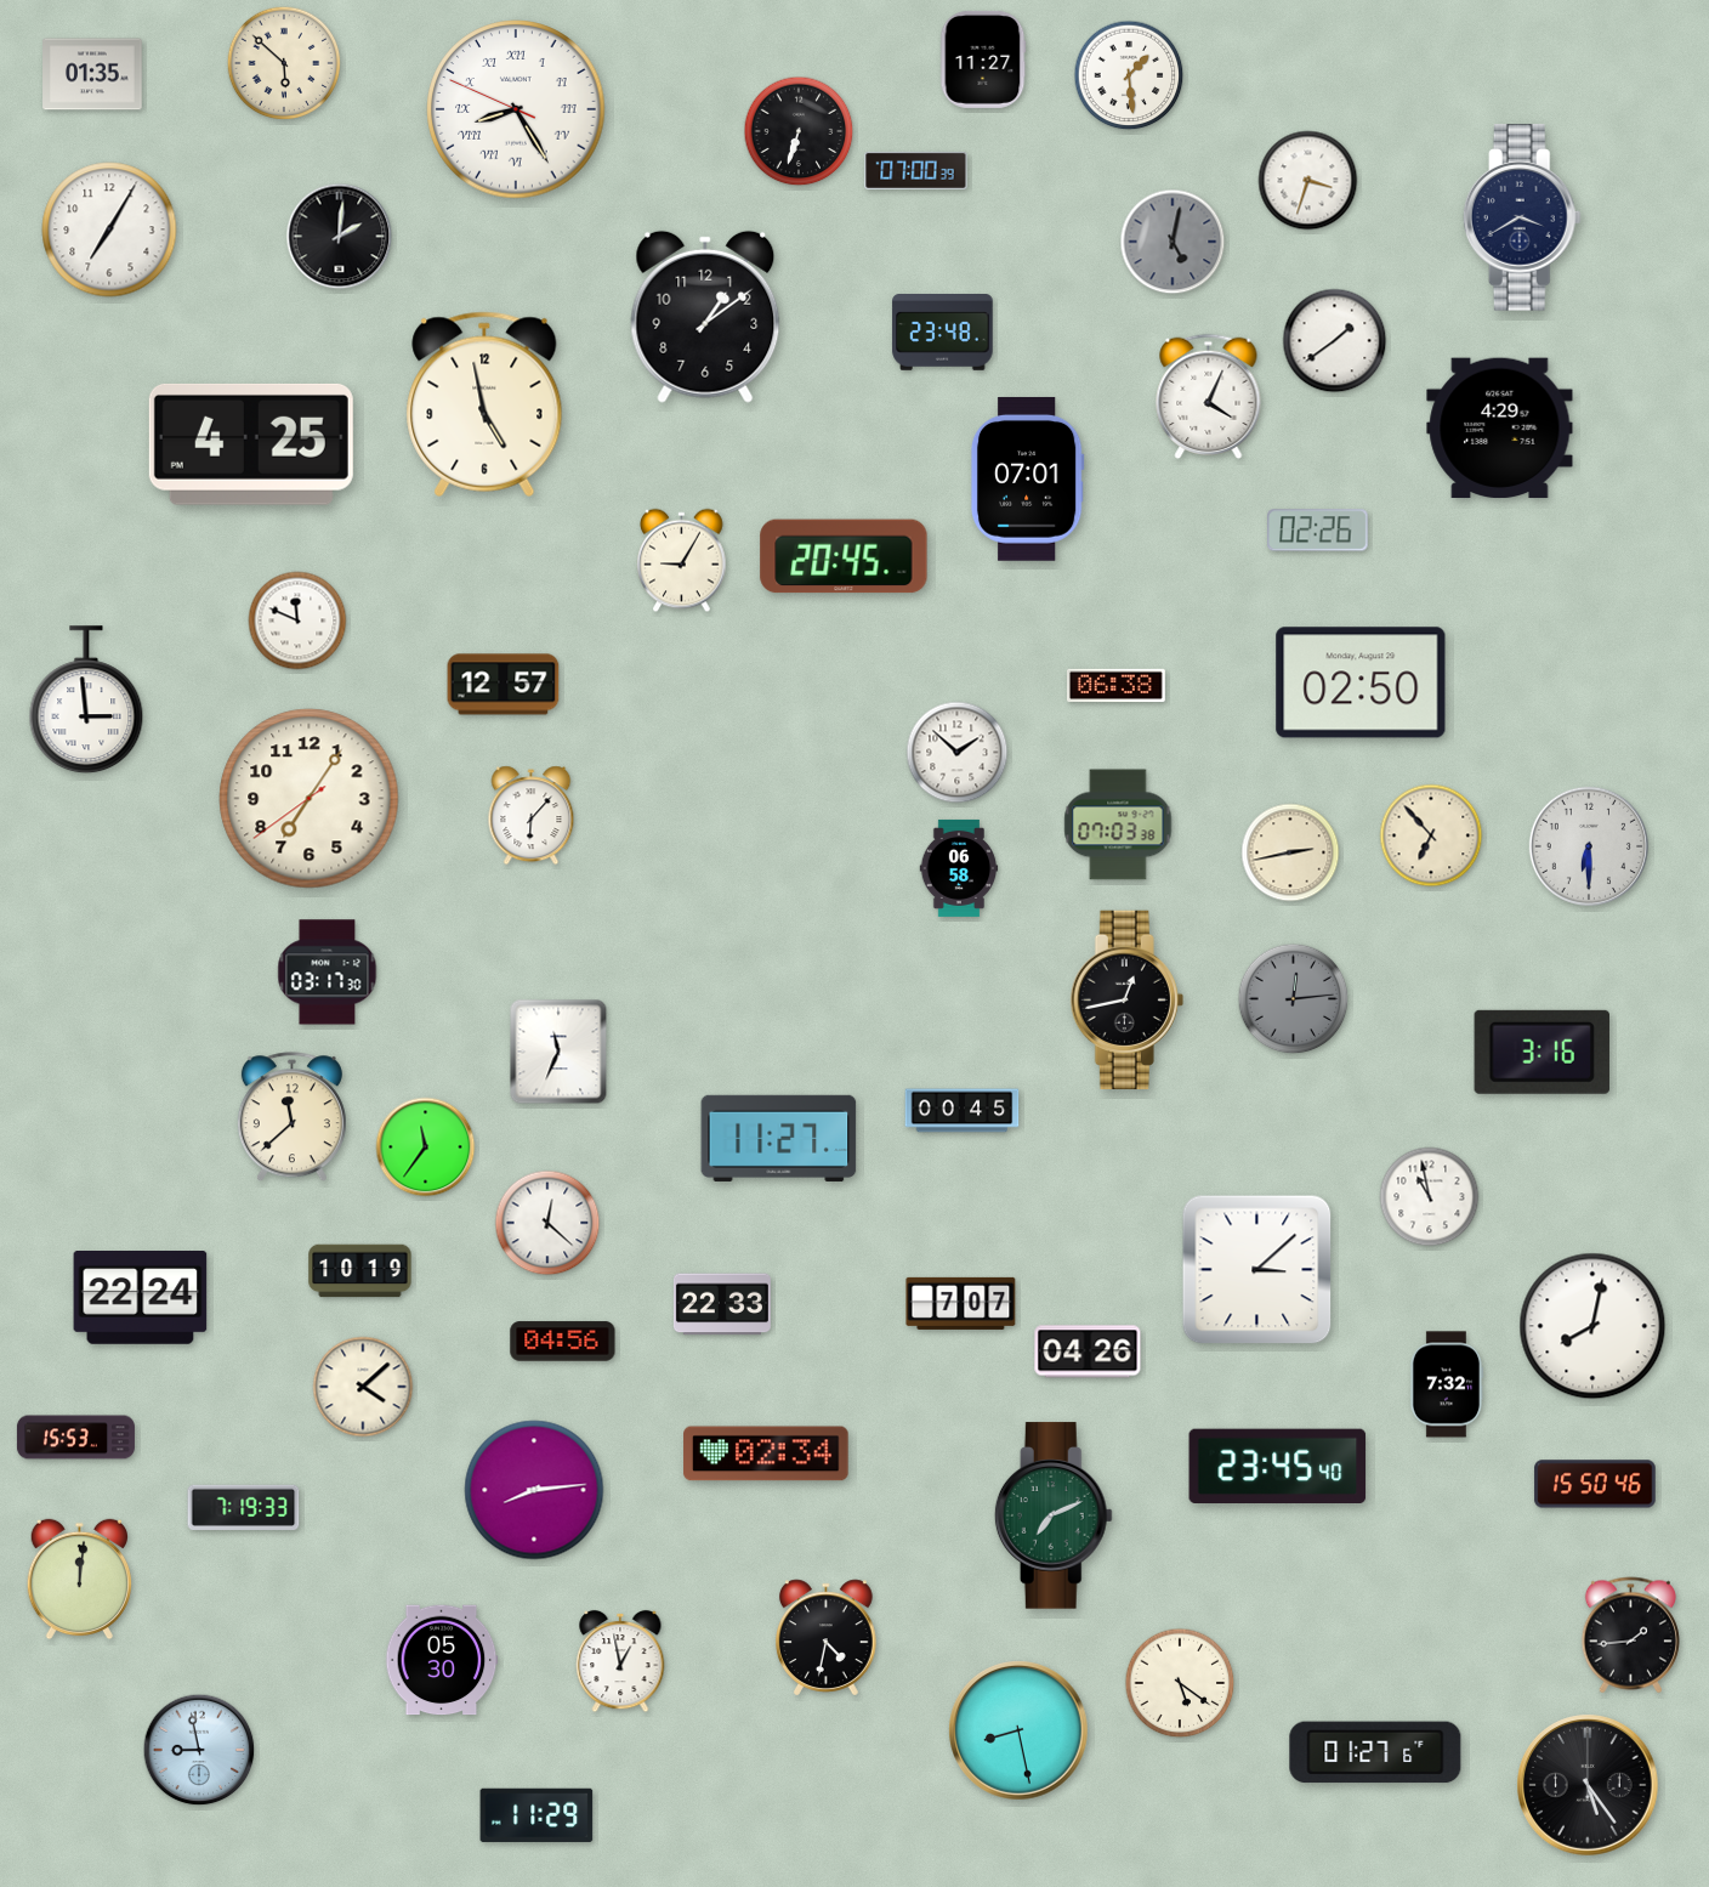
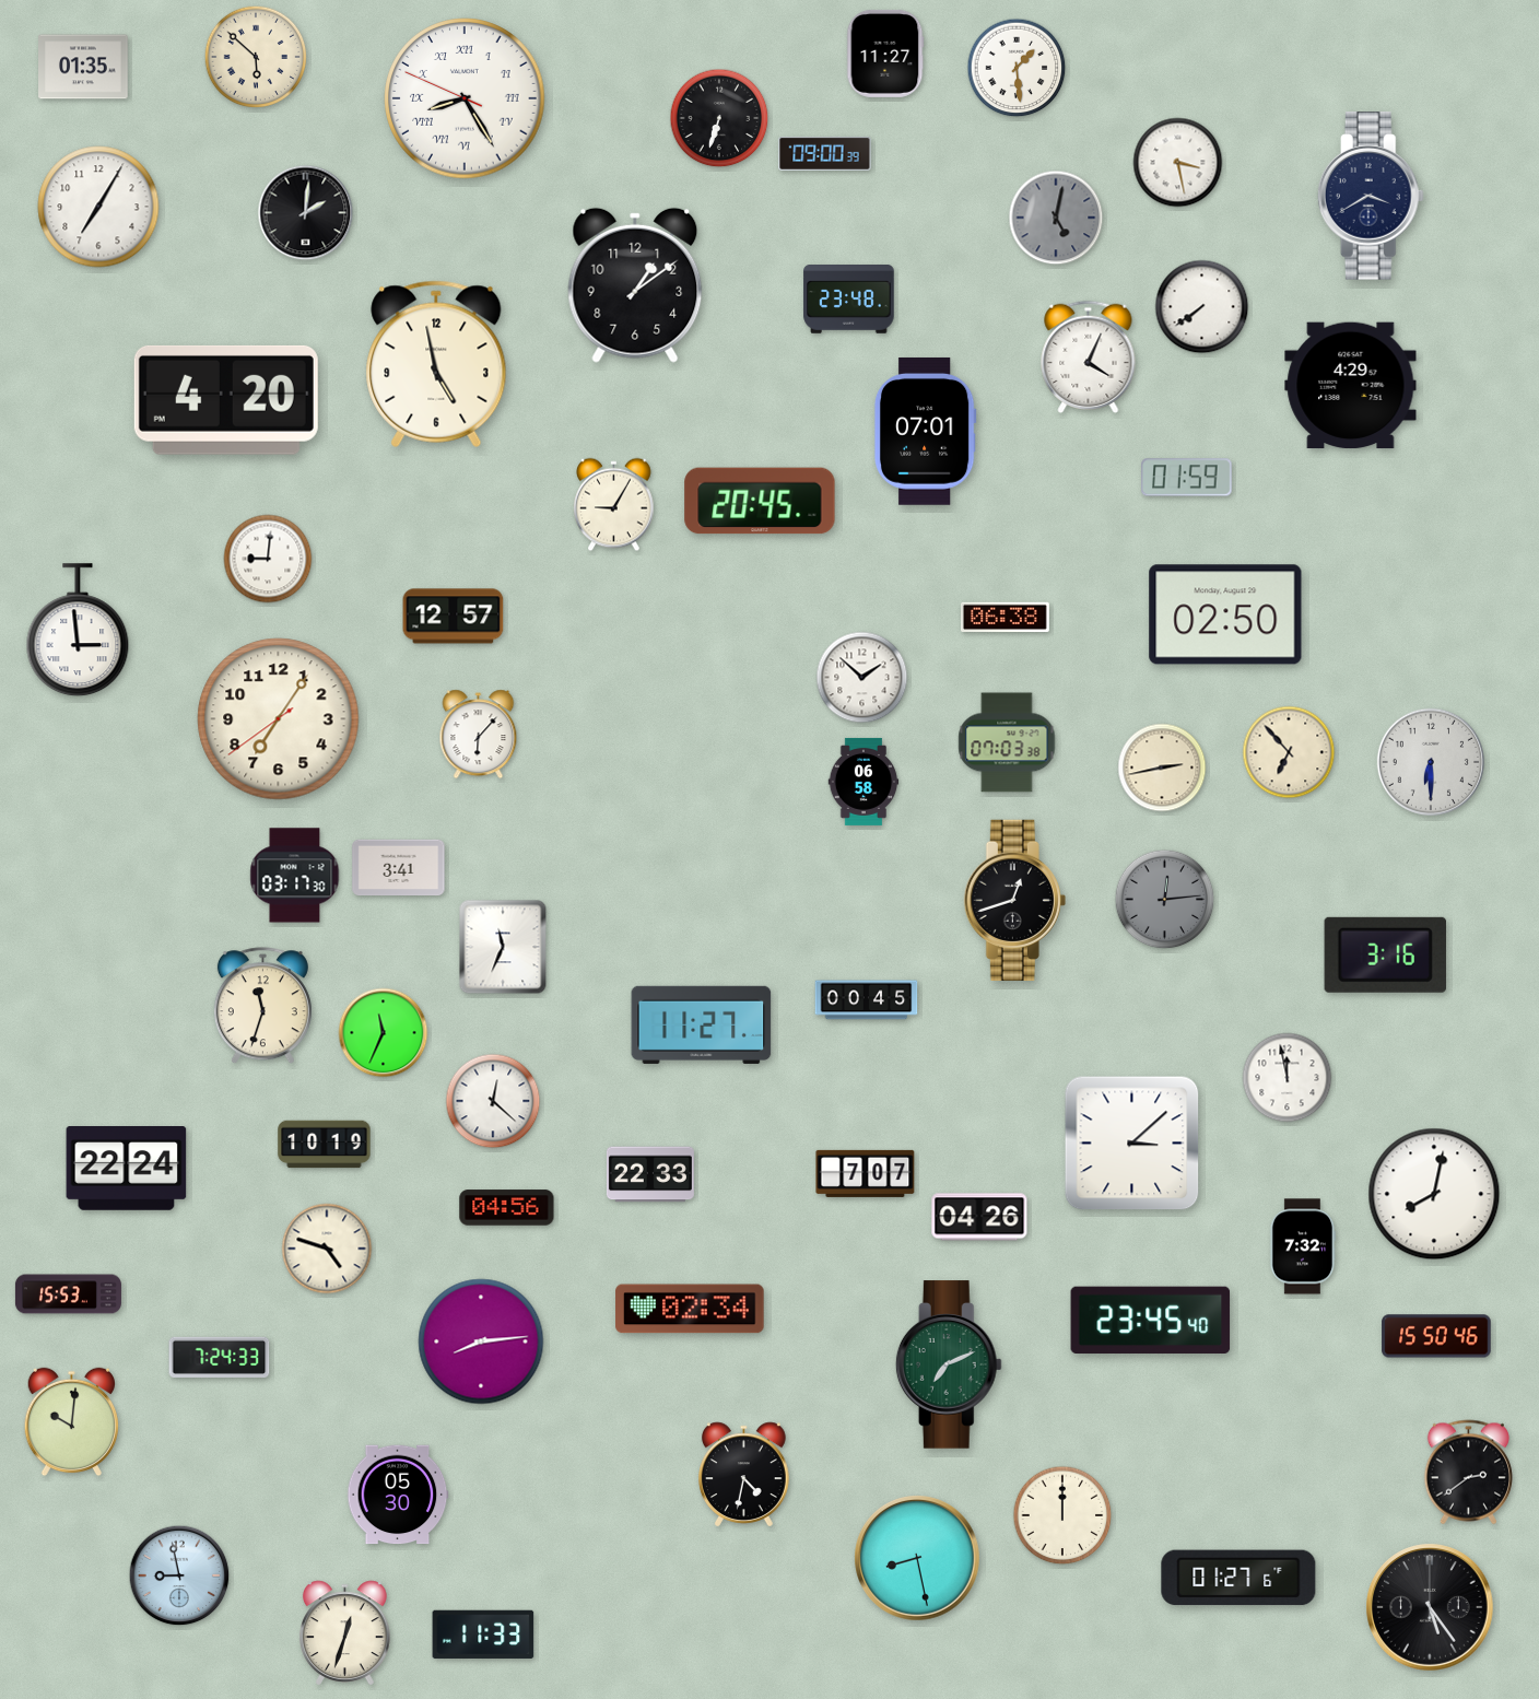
clock at (916, 170): 07:00 -> 09:00
clock at (1308, 181): 3:33 -> 3:28
clock at (1335, 341): 1:39 -> 7:39
clock at (251, 444): 4:25 -> 4:20
clock at (1318, 531): 02:26 -> 01:59
clock at (297, 620): 11:49 -> 9:01
clock at (399, 868): none -> 3:41
clock at (1126, 999): 12:43 -> 12:42
clock at (1541, 1052) position: (1541, 1052) -> (1385, 954)
clock at (291, 1117): 11:38 -> 11:33
clock at (426, 1147): 11:36 -> 11:34
clock at (1430, 1197): 10:58 -> 11:58
clock at (363, 1387): 4:08 -> 4:48
clock at (244, 1507): 7:19 -> 7:24
clock at (79, 1580): 12:01 -> 10:01
clock at (1630, 1636): 1:44 -> 2:39
clock at (620, 1661): 12:58 -> none
clock at (1180, 1683): 5:21 -> 12:00
clock at (345, 1633): none -> 12:33
clock at (536, 1815): 11:29 -> 11:33
